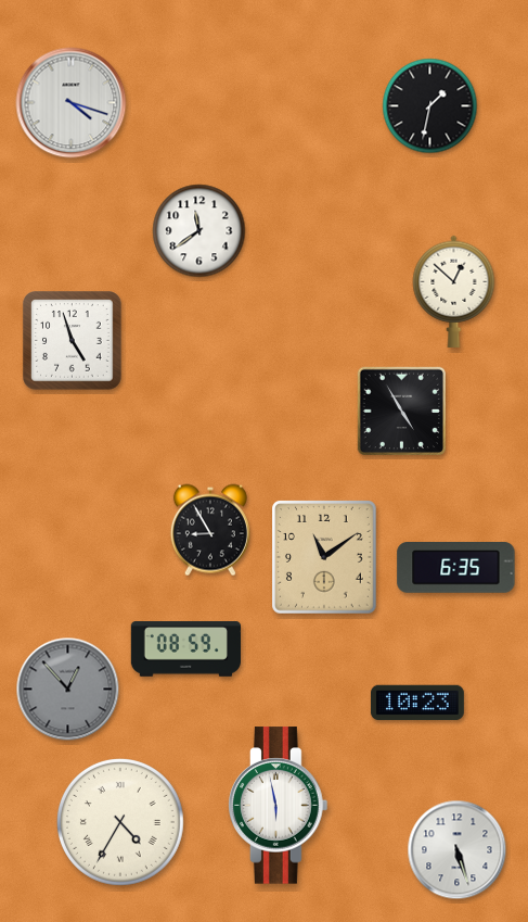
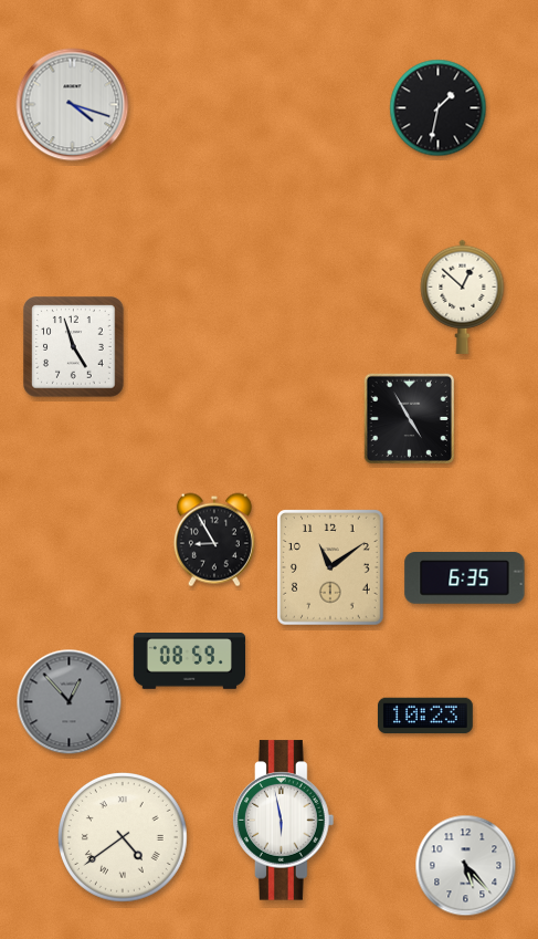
clock at (199, 231): 11:39 -> none
clock at (120, 822): 4:35 -> 4:39
clock at (458, 850): 5:27 -> 5:23
